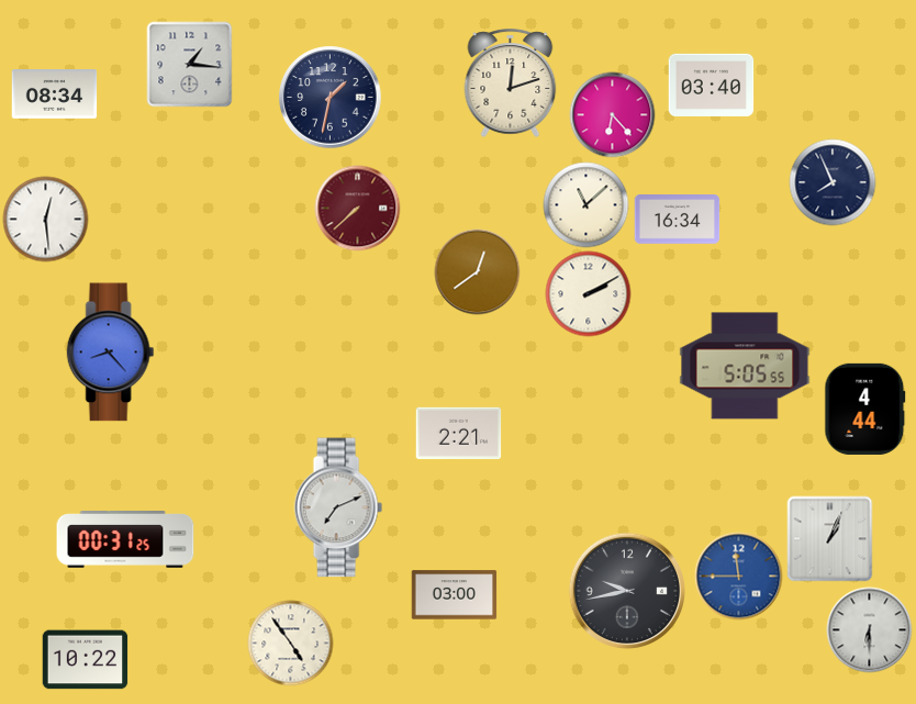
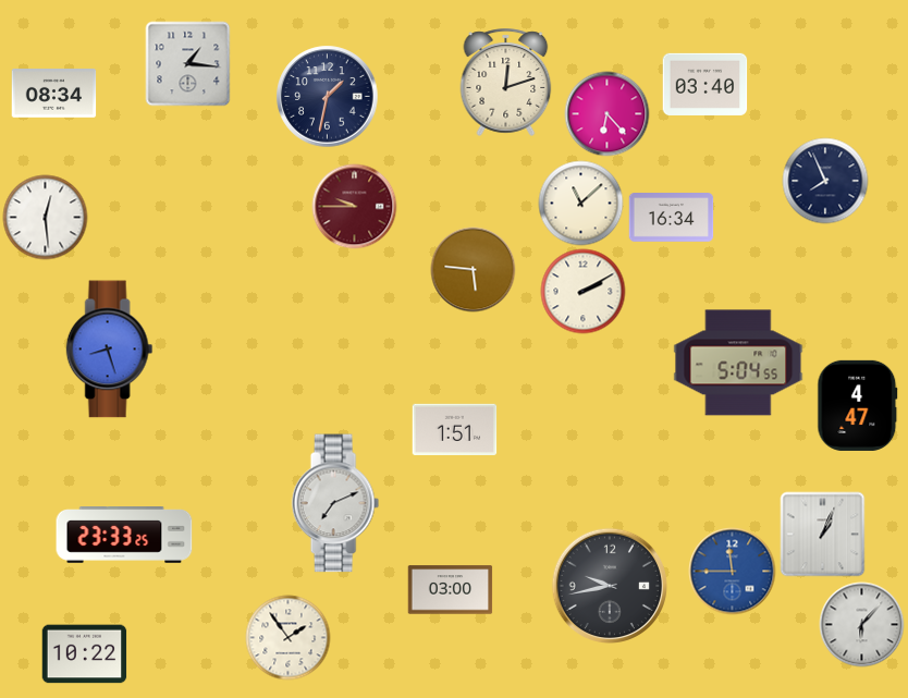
clock at (357, 208): 7:38 -> 9:45
clock at (477, 271): 12:39 -> 5:46
clock at (111, 353): 8:23 -> 8:27
clock at (745, 366): 5:05 -> 5:04
clock at (865, 409): 4:44 -> 4:47
clock at (458, 433): 2:21 -> 1:51
clock at (125, 540): 00:31 -> 23:33
clock at (626, 590) position: (626, 590) -> (609, 585)
clock at (869, 629): 6:30 -> 6:07
clock at (290, 642): 4:54 -> 1:54
